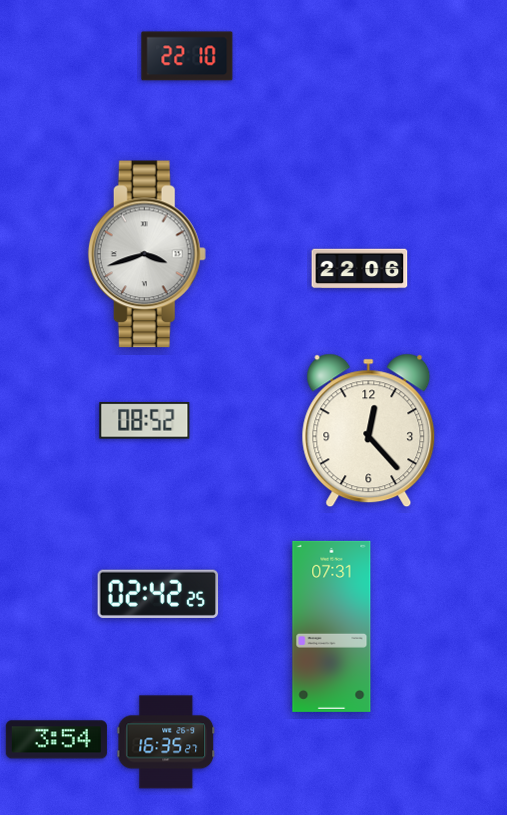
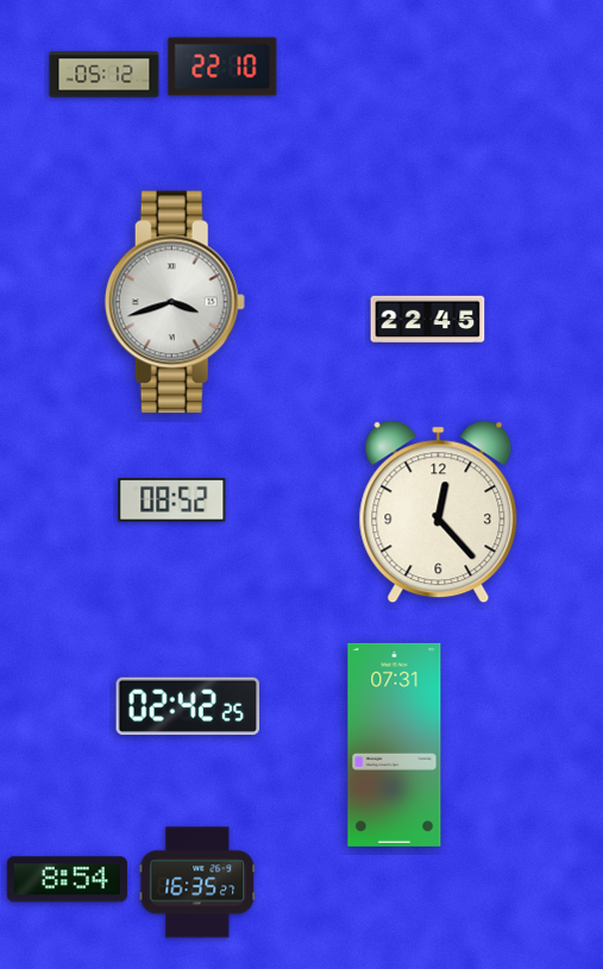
clock at (105, 75): none -> 05:12
clock at (360, 269): 22:06 -> 22:45
clock at (56, 740): 3:54 -> 8:54
